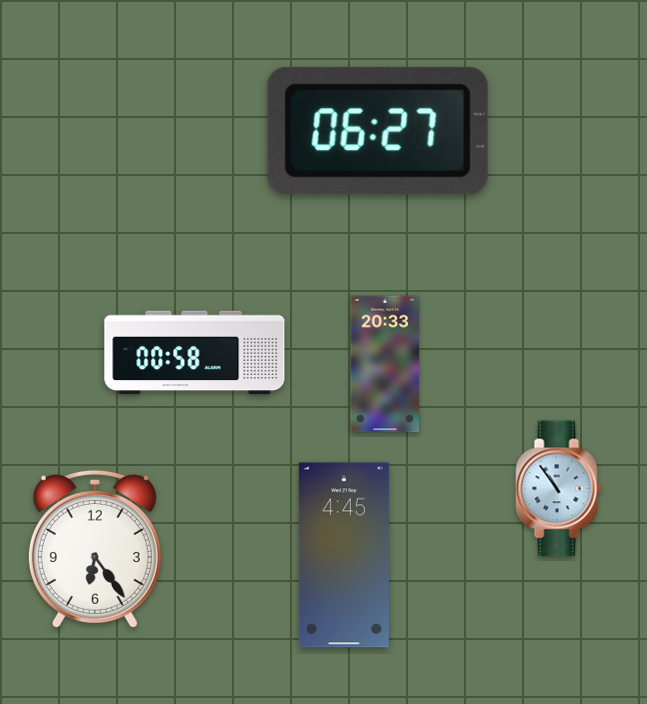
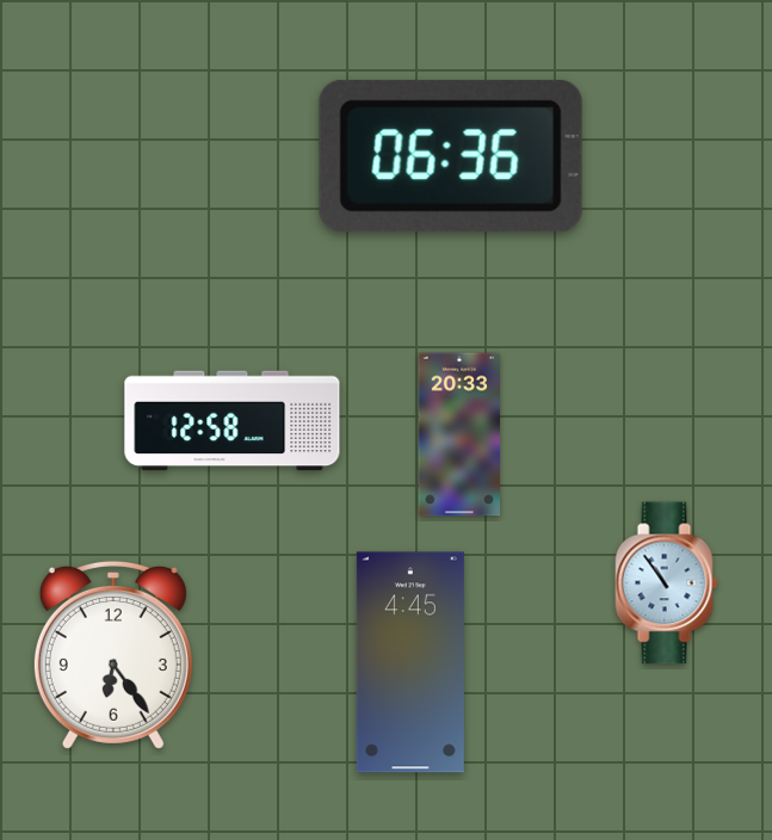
clock at (378, 131): 06:27 -> 06:36
clock at (195, 353): 00:58 -> 12:58
